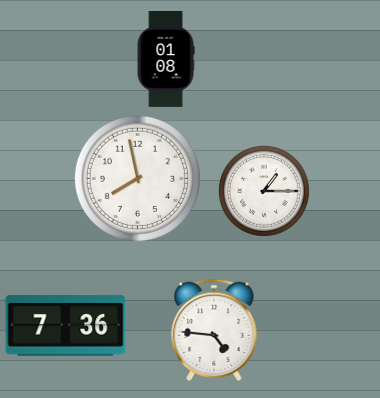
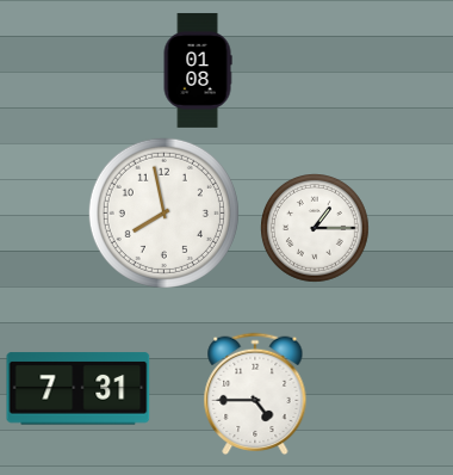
clock at (66, 326): 7:36 -> 7:31
clock at (214, 330): 4:46 -> 4:45
